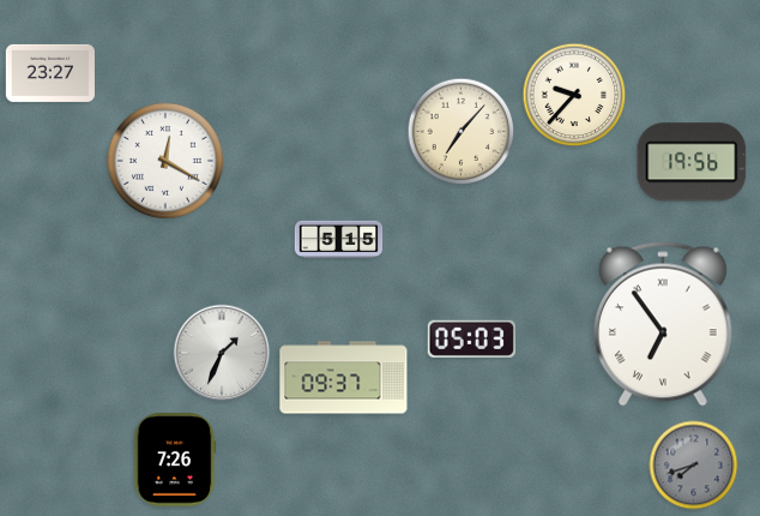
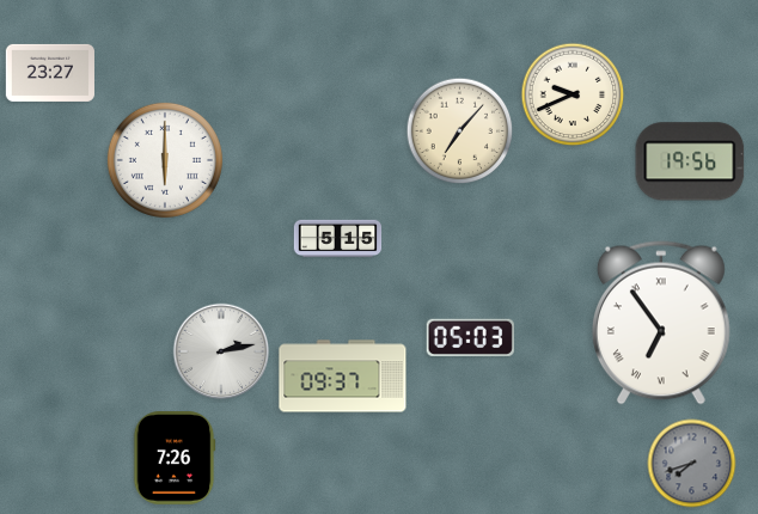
clock at (574, 95): 9:37 -> 9:41
clock at (165, 161): 12:20 -> 6:00
clock at (222, 353): 1:34 -> 2:13
